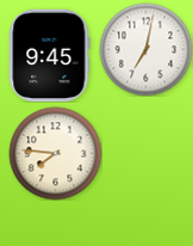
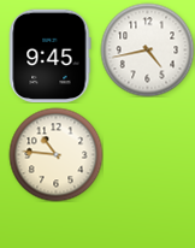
clock at (145, 49): 7:02 -> 4:43
clock at (55, 153): 7:46 -> 10:46
